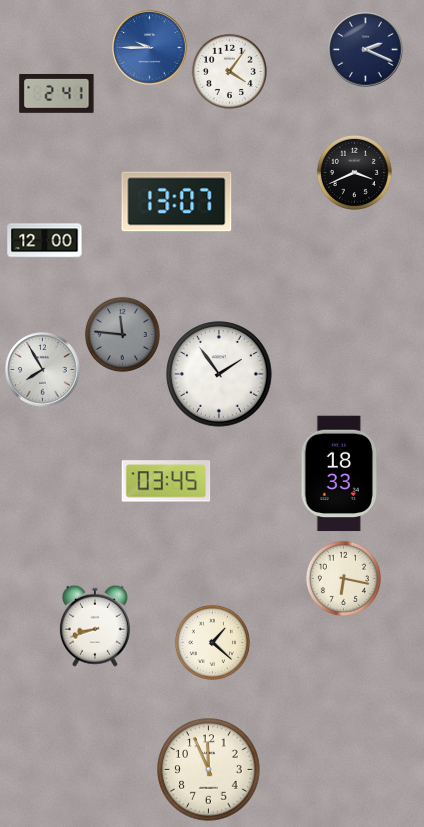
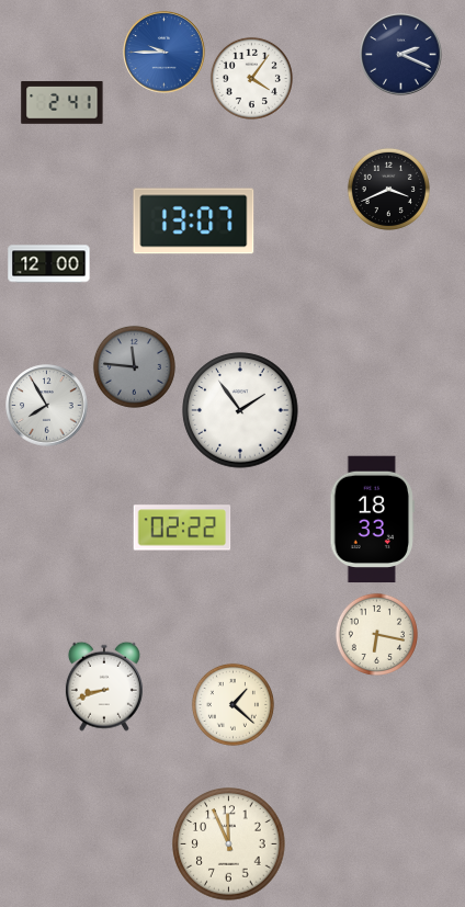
clock at (166, 481): 03:45 -> 02:22
